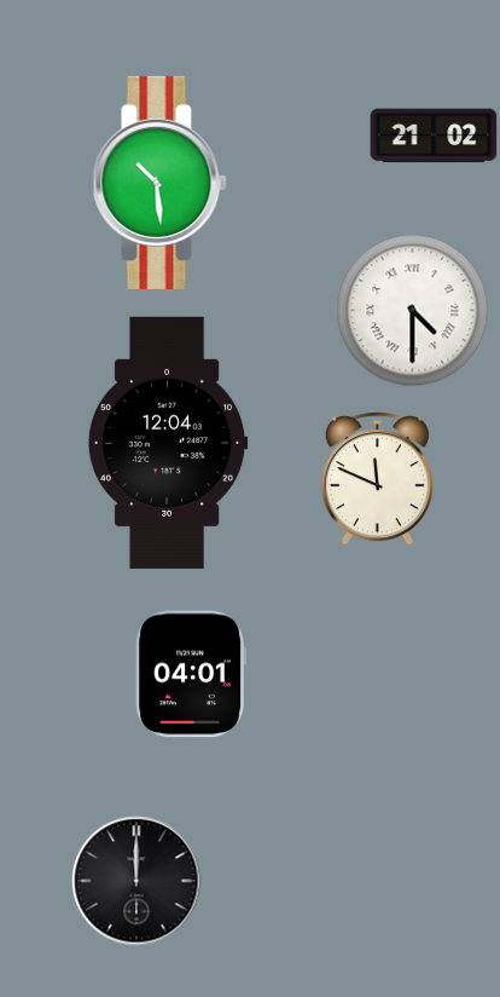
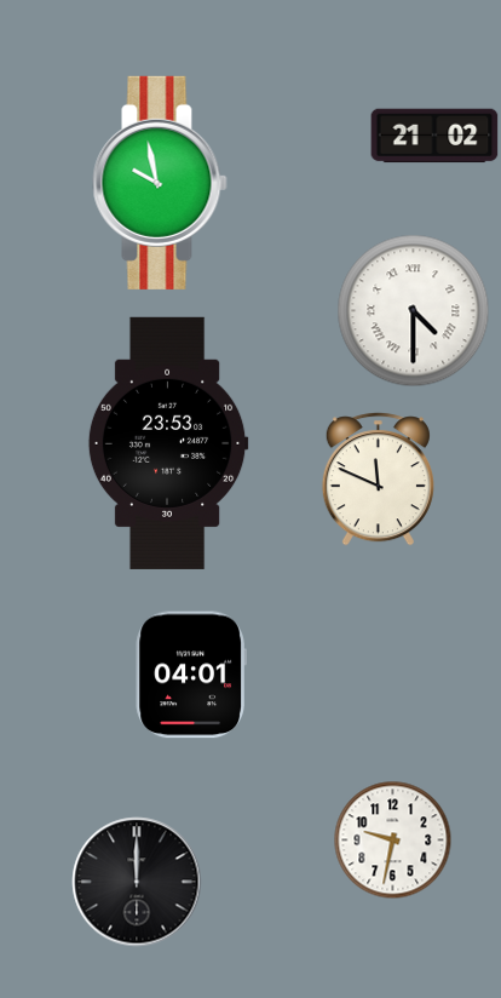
clock at (159, 183): 10:29 -> 9:58
clock at (168, 443): 12:04 -> 23:53
clock at (393, 841): none -> 9:32
